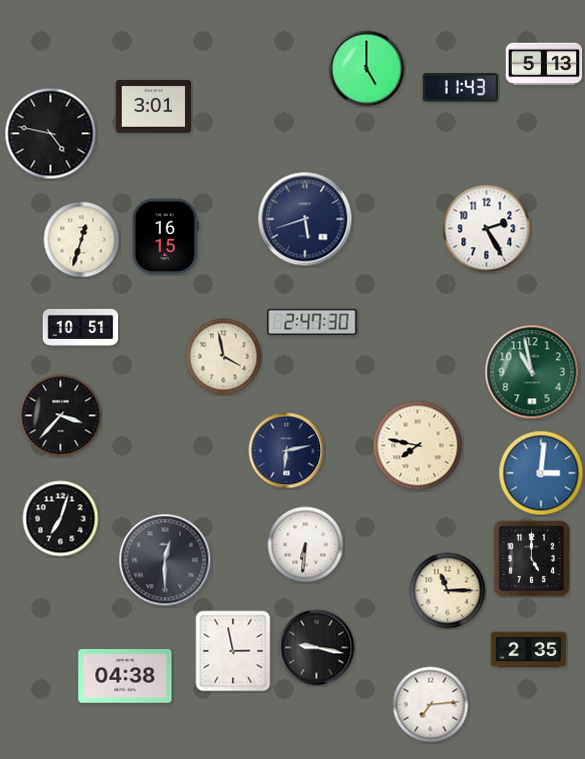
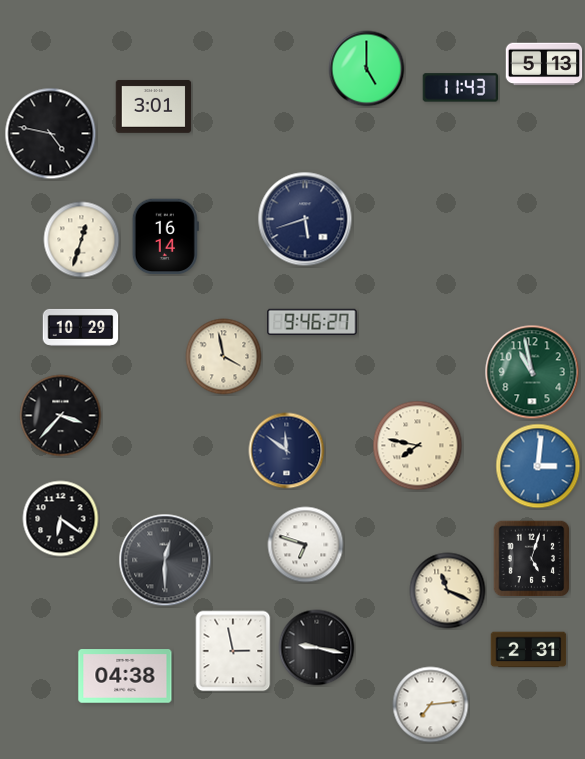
clock at (487, 229): 2:25 -> none
clock at (165, 237): 16:15 -> 16:14
clock at (312, 322): 2:47 -> 9:46
clock at (81, 327): 10:51 -> 10:29
clock at (287, 451): 6:13 -> 11:51
clock at (541, 473) position: (541, 473) -> (538, 466)
clock at (61, 519): 7:03 -> 6:21
clock at (306, 545): 6:31 -> 6:48
clock at (531, 558): 5:00 -> 5:03
clock at (448, 591): 11:15 -> 11:19
clock at (529, 650): 2:35 -> 2:31
